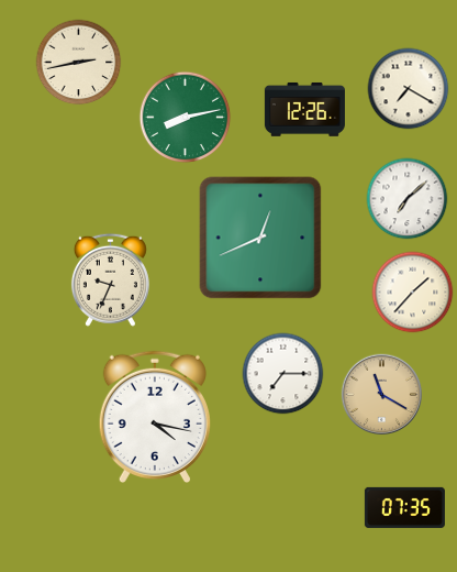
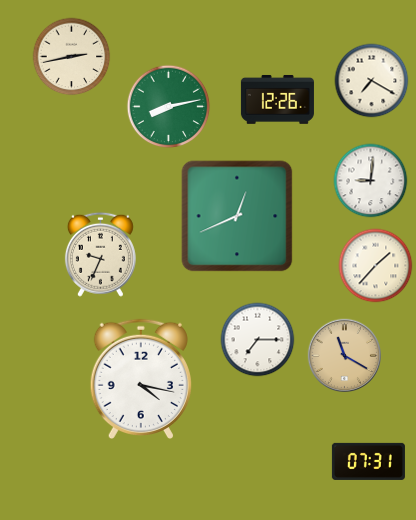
clock at (408, 199): 7:08 -> 9:01
clock at (382, 395) position: (382, 395) -> (345, 356)
clock at (404, 507): 07:35 -> 07:31
